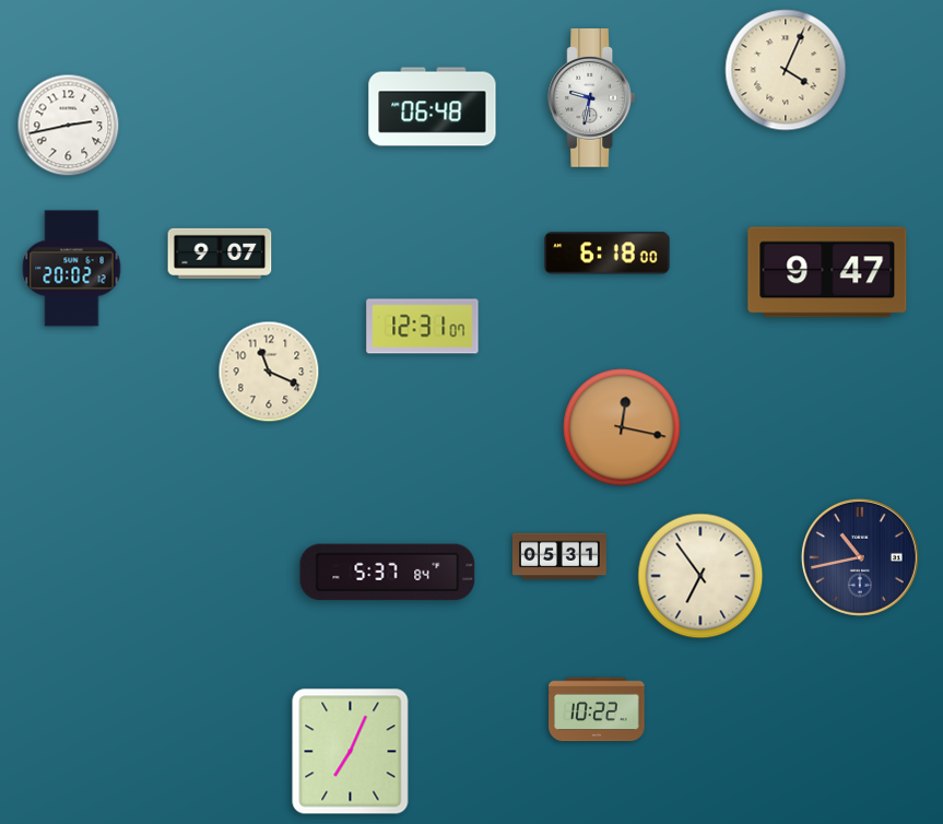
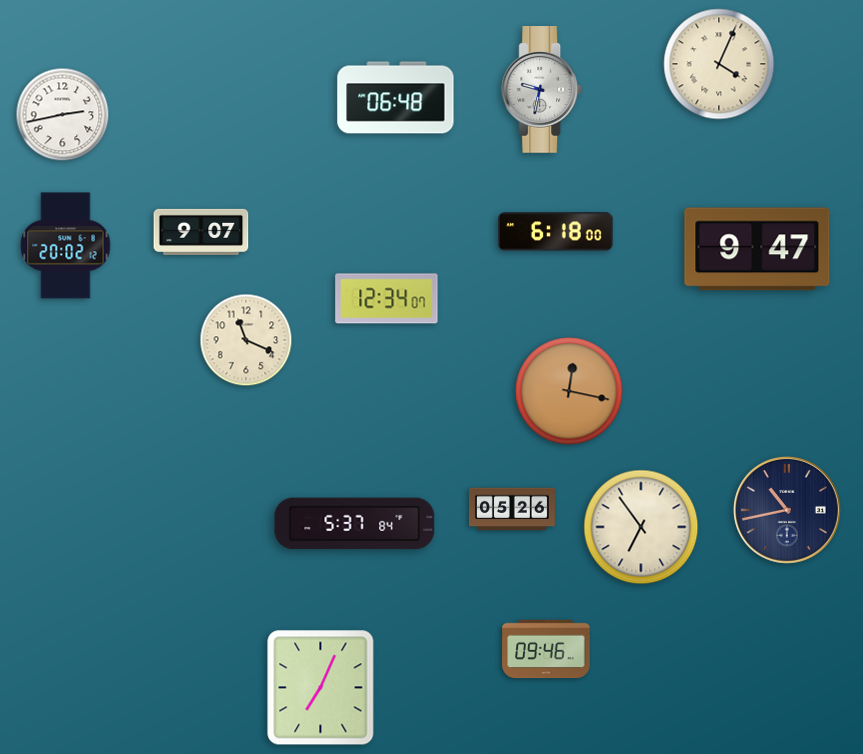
clock at (423, 327): 12:31 -> 12:34
clock at (559, 556): 05:31 -> 05:26
clock at (597, 709): 10:22 -> 09:46
